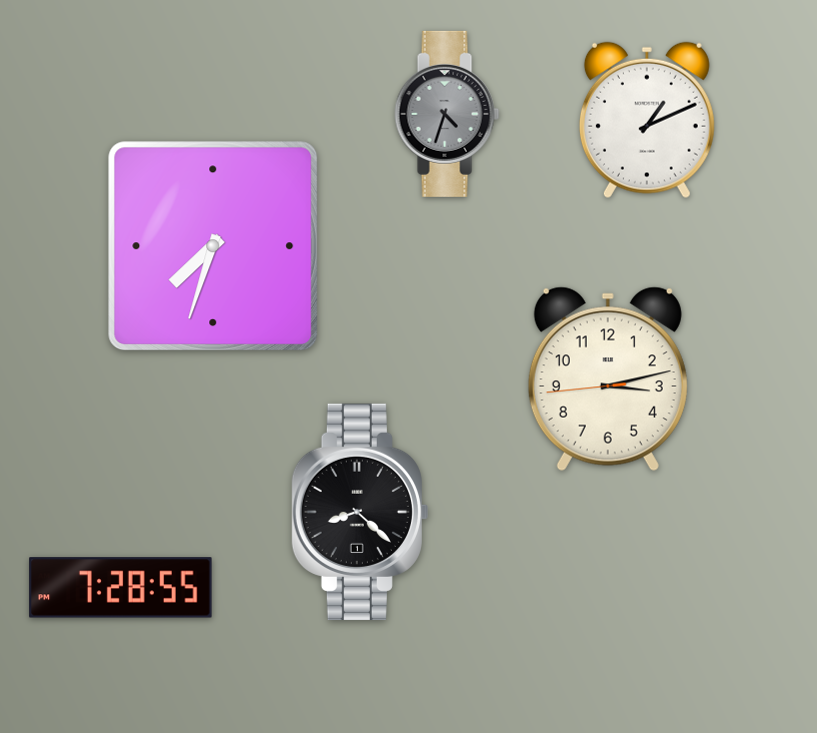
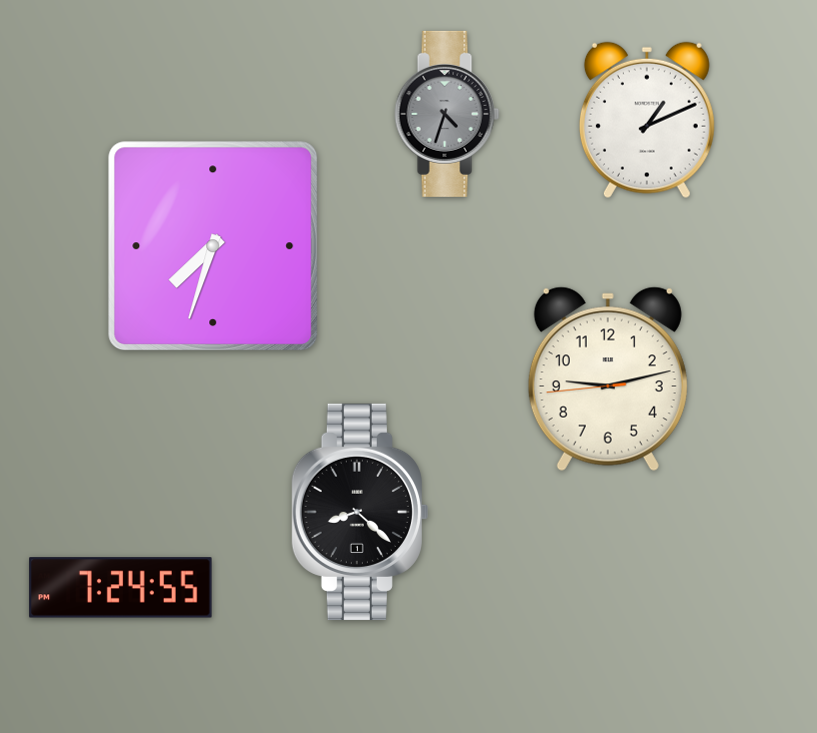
clock at (608, 379): 3:12 -> 9:12
clock at (121, 588): 7:28 -> 7:24
